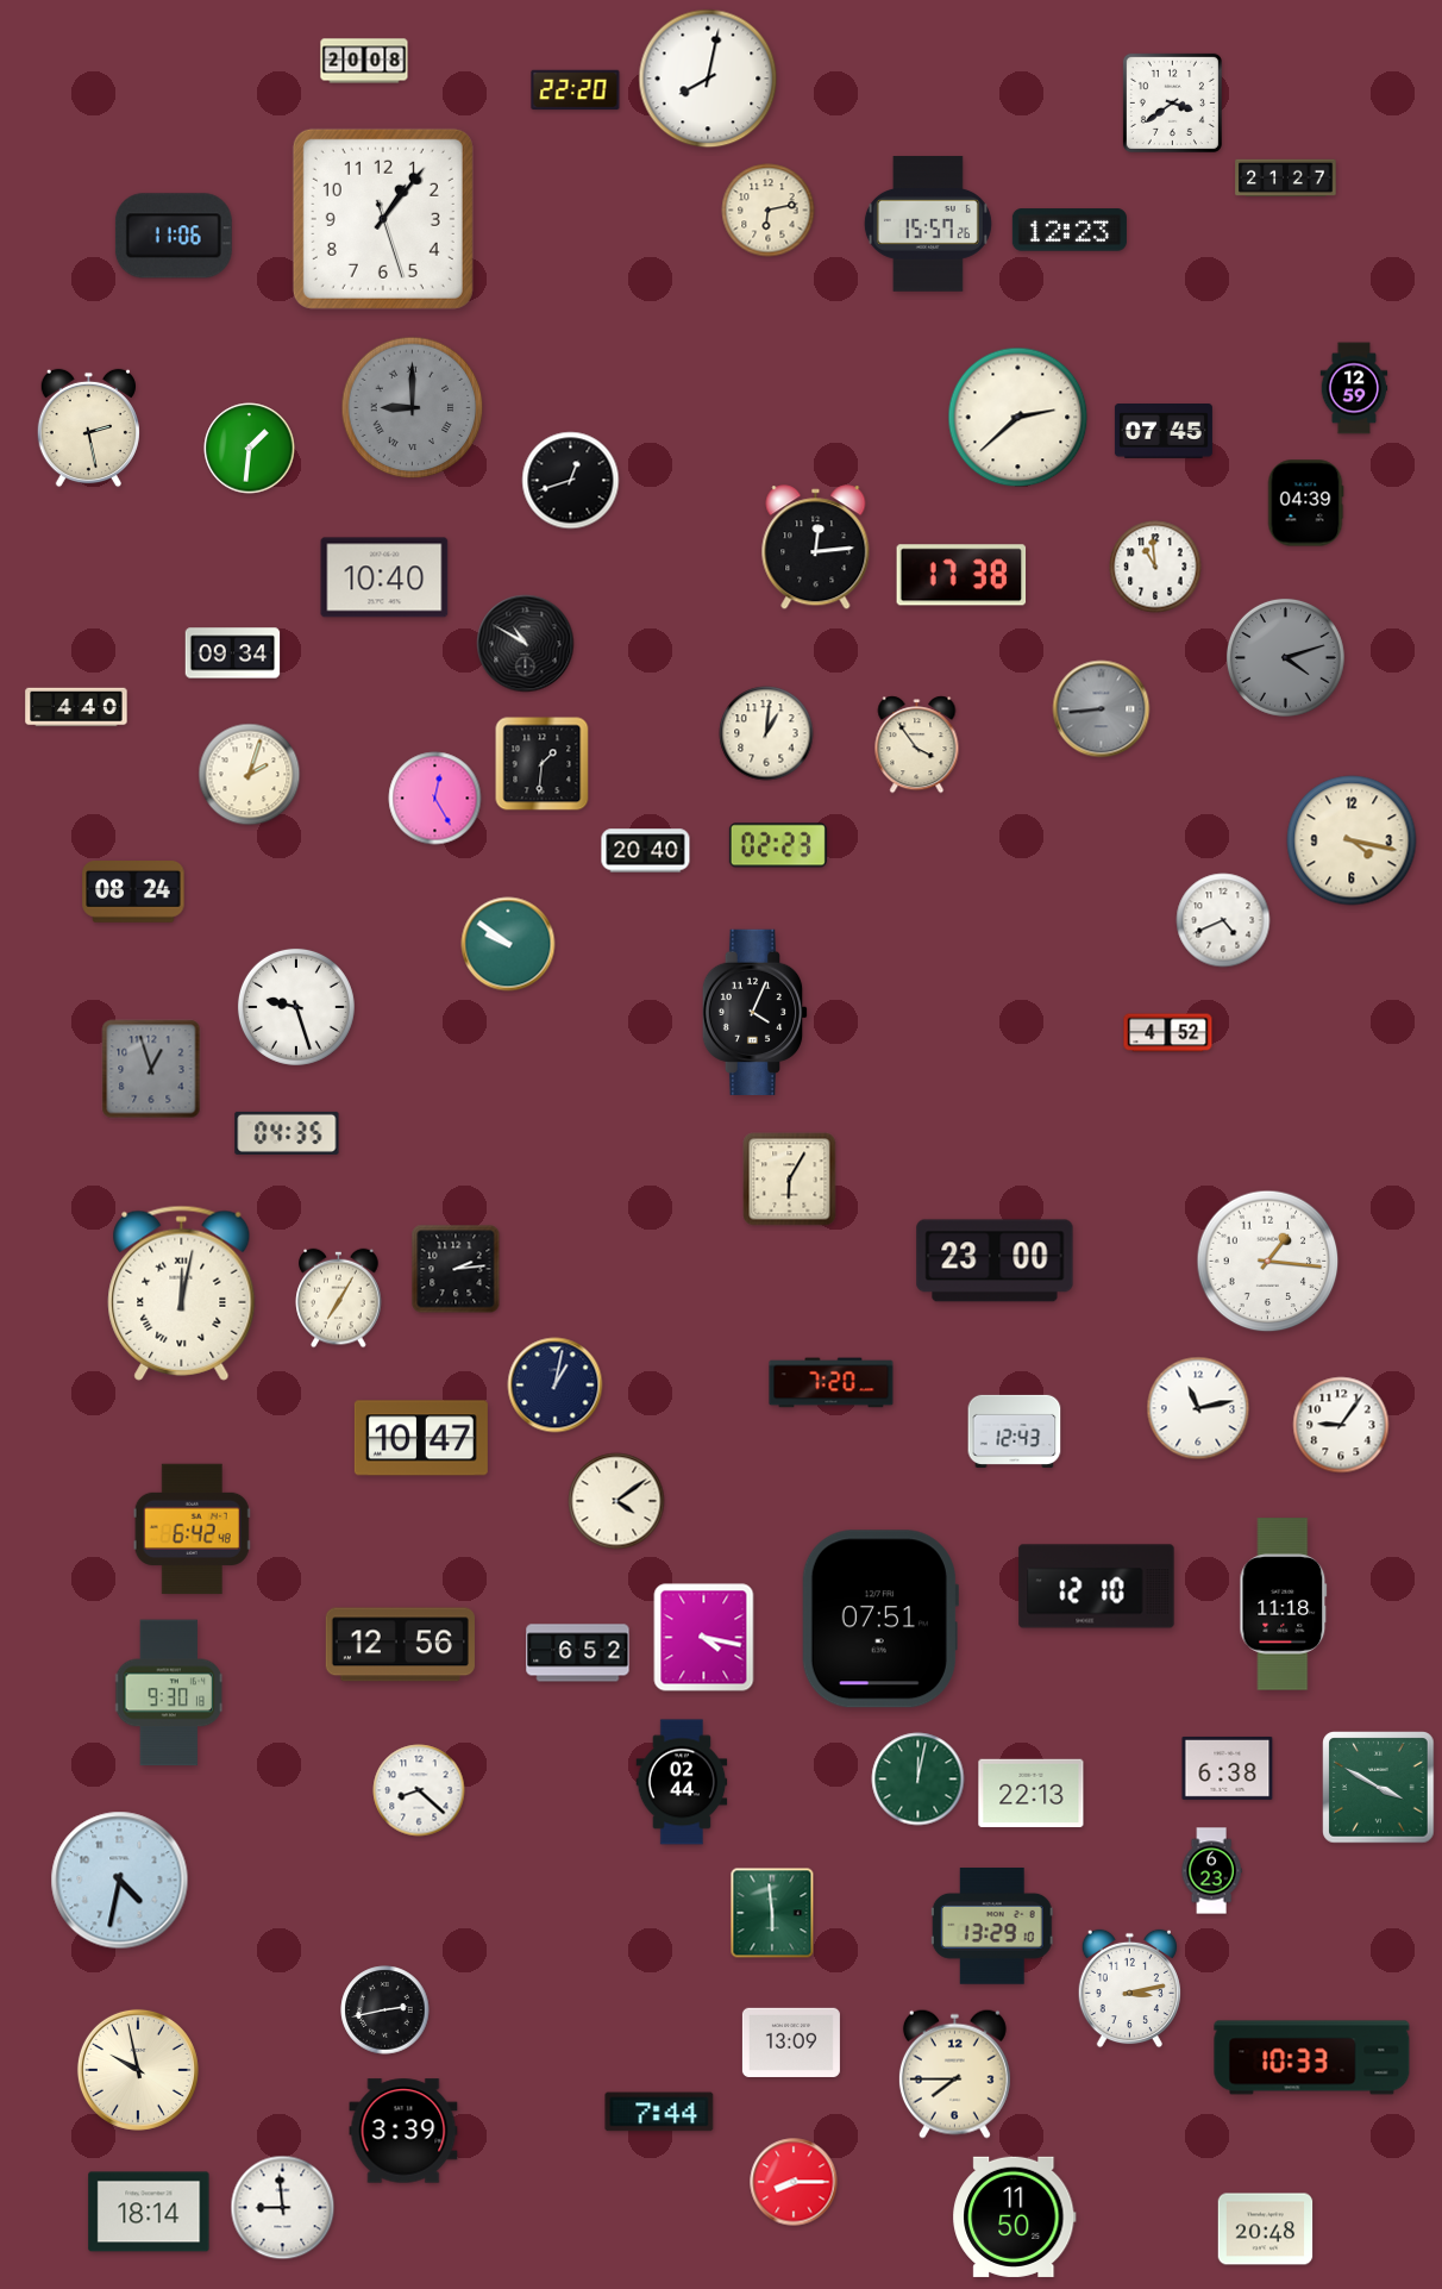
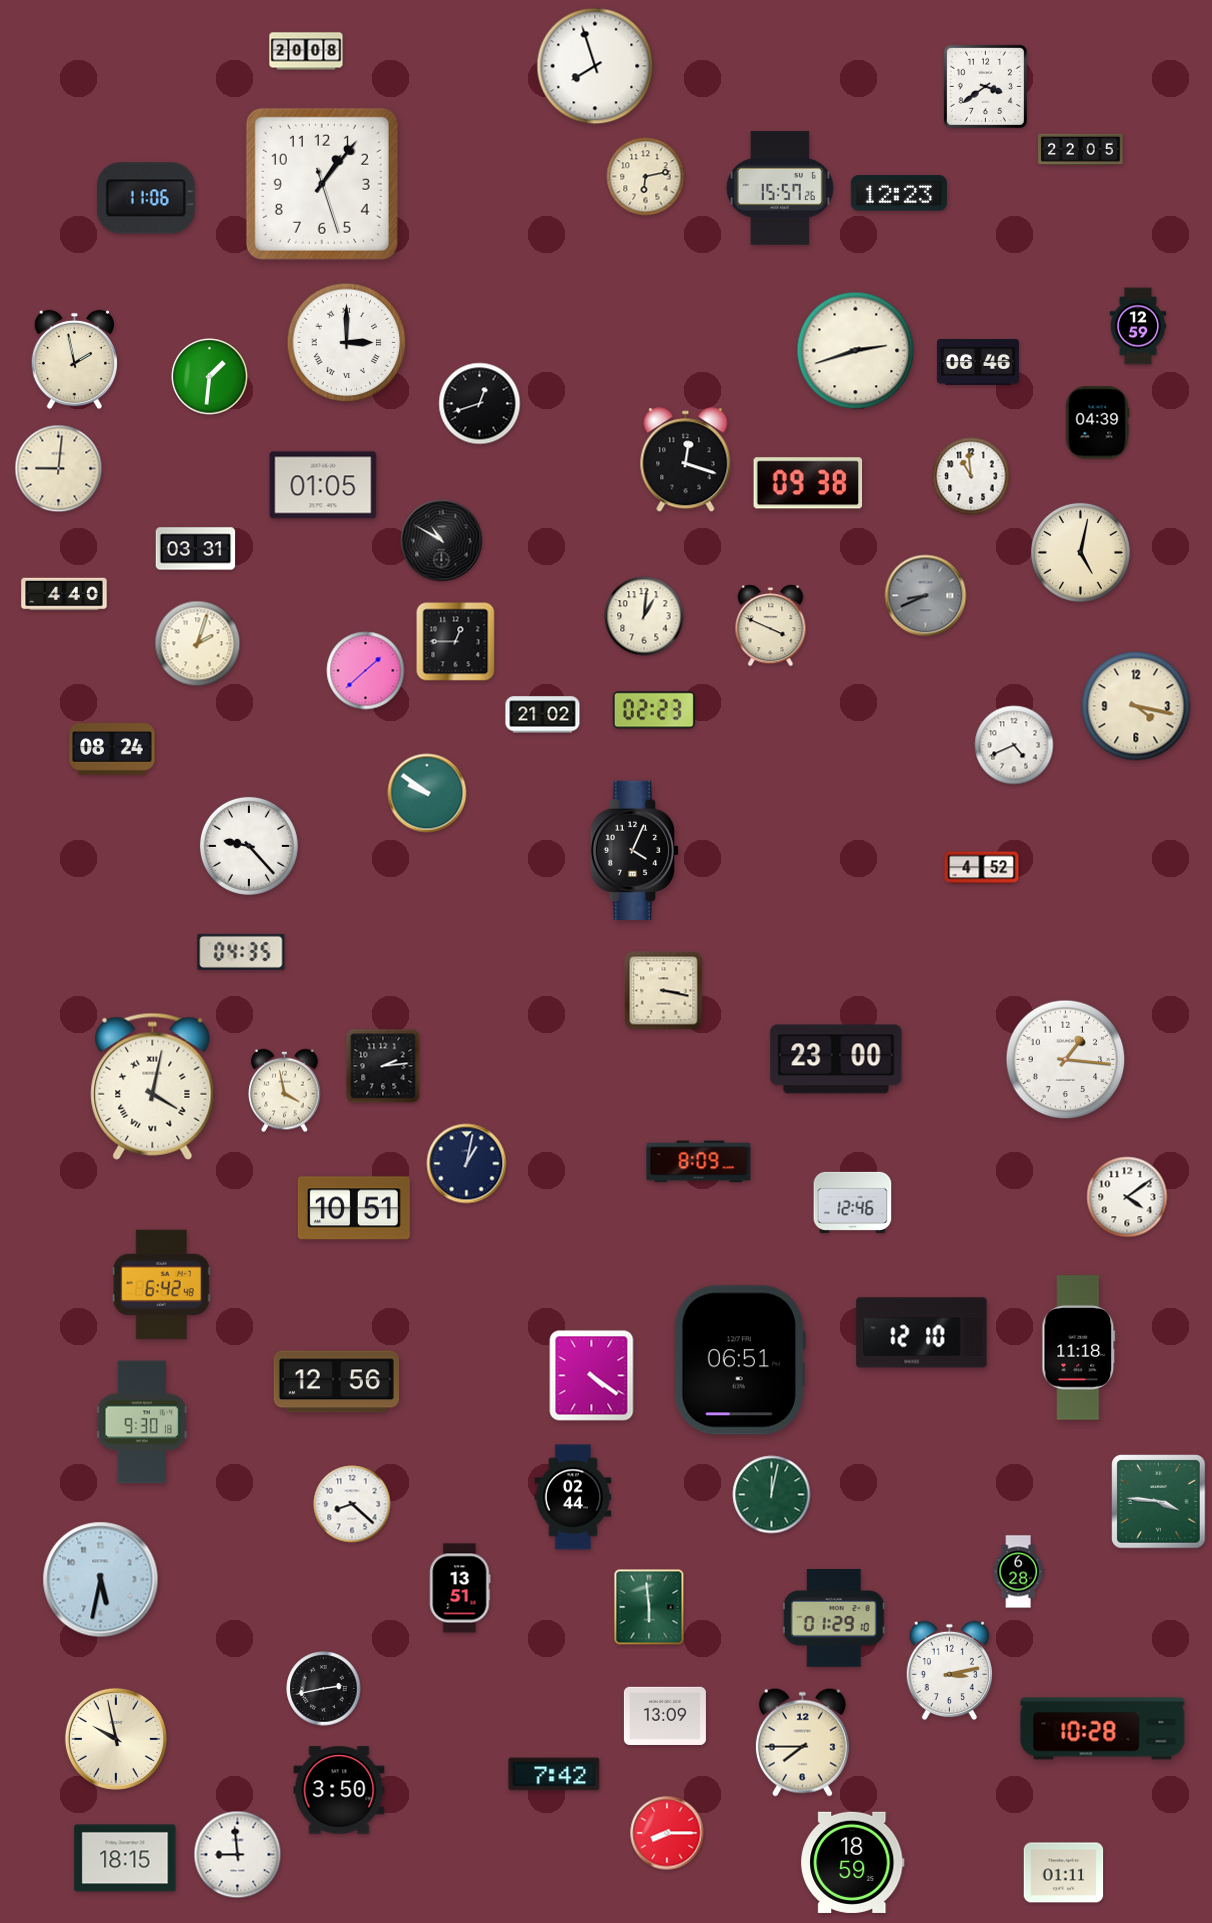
clock at (708, 79): 8:02 -> 7:57
clock at (576, 90): 22:20 -> none
clock at (1286, 177): 21:27 -> 22:05
clock at (413, 408): 9:00 -> 3:00
clock at (413, 408) dial: grey -> white
clock at (1018, 418): 2:38 -> 2:42
clock at (88, 429): 2:28 -> 1:58
clock at (1164, 432): 07:45 -> 06:46
clock at (816, 548): 12:14 -> 12:18
clock at (59, 469): none -> 9:01
clock at (961, 575): 17:38 -> 09:38
clock at (384, 577): 10:40 -> 01:05
clock at (233, 653): 09:34 -> 03:31
clock at (1285, 657): 4:12 -> 5:02
clock at (1285, 657) dial: grey -> cream
clock at (1102, 709): 8:44 -> 8:41
clock at (917, 745): 3:54 -> 3:49
clock at (543, 764): 1:31 -> 12:45
clock at (250, 775) position: (250, 775) -> (198, 644)
clock at (435, 799): 12:25 -> 1:38
clock at (646, 851): 20:40 -> 21:02
clock at (1223, 920) position: (1223, 920) -> (1014, 745)
clock at (296, 1007): 9:27 -> 9:23
clock at (151, 1069): 12:57 -> none
clock at (790, 1180): 6:05 -> 3:17
clock at (182, 1293): 12:02 -> 4:02
clock at (339, 1299): 7:05 -> 3:58
clock at (832, 1383): 7:20 -> 8:09
clock at (1198, 1408): 11:13 -> none
clock at (1341, 1425): 9:06 -> 4:09
clock at (1015, 1431): 12:43 -> 12:46
clock at (421, 1438): 10:47 -> 10:51
clock at (616, 1501): 4:09 -> none
clock at (879, 1619): 07:51 -> 06:51
clock at (704, 1638): 4:17 -> 4:21
clock at (578, 1653): 6:52 -> none
clock at (1228, 1768): 6:38 -> none
clock at (1379, 1788): 3:50 -> 3:46
clock at (1032, 1794): 22:13 -> none
clock at (1211, 1871): 6:23 -> 6:28
clock at (120, 1881): 4:32 -> 5:32
clock at (460, 1588): none -> 13:51
clock at (992, 1927): 13:29 -> 01:29
clock at (1312, 2058): 10:33 -> 10:28
clock at (659, 2112): 7:44 -> 7:42
clock at (403, 2131): 3:39 -> 3:50
clock at (149, 2212): 18:14 -> 18:15
clock at (1015, 2216): 11:50 -> 18:59
clock at (1266, 2229): 20:48 -> 01:11
